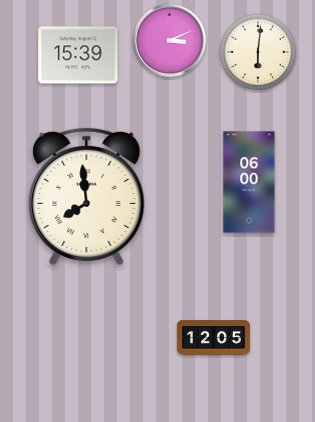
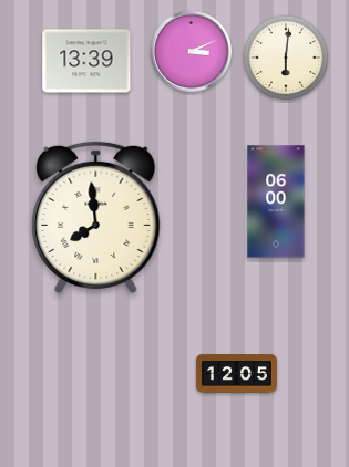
clock at (169, 40) position: (169, 40) -> (191, 51)
clock at (78, 55): 15:39 -> 13:39
